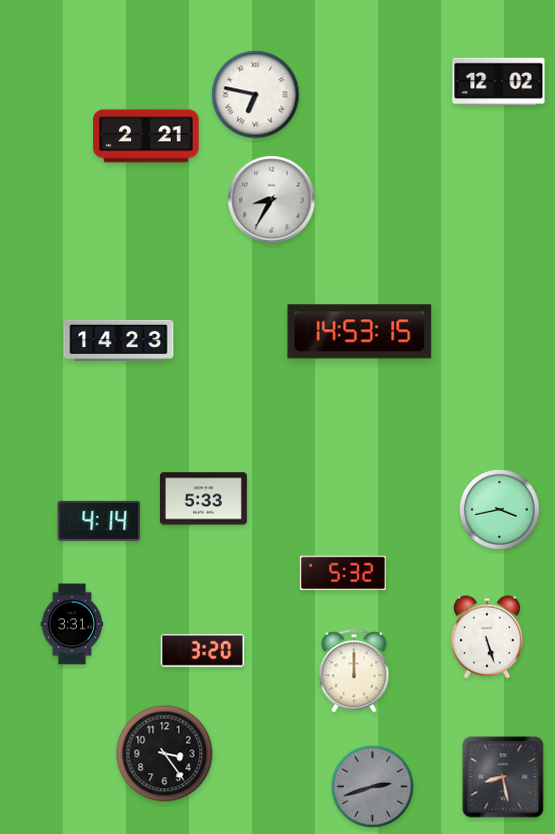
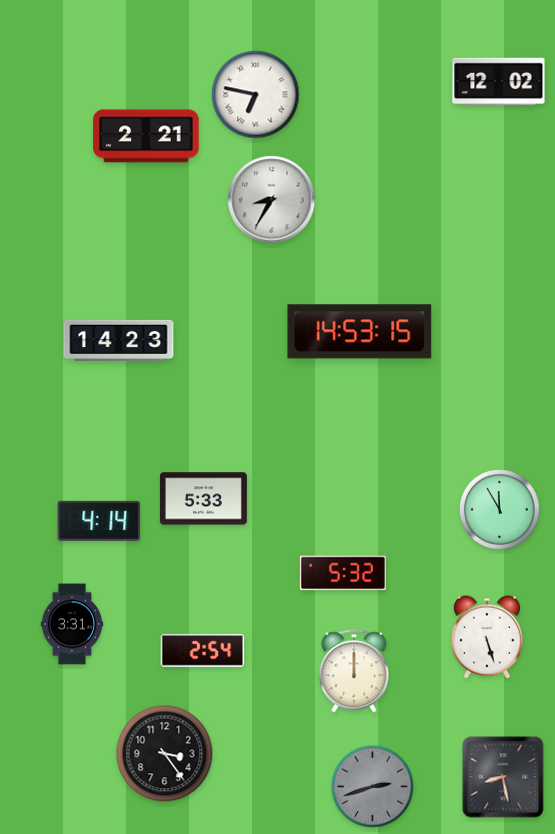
clock at (500, 510): 3:43 -> 11:55
clock at (203, 650): 3:20 -> 2:54
